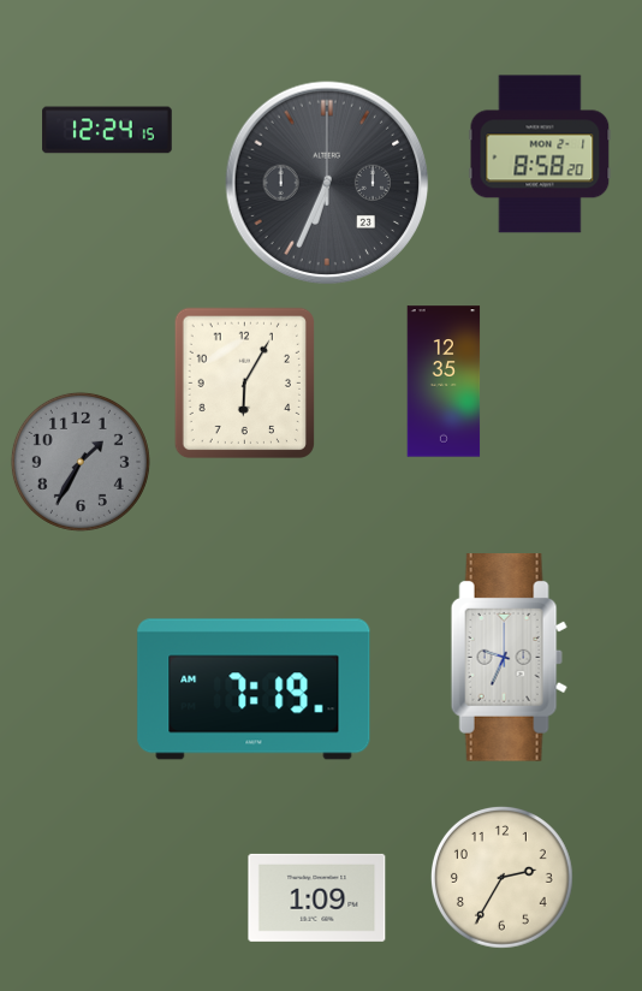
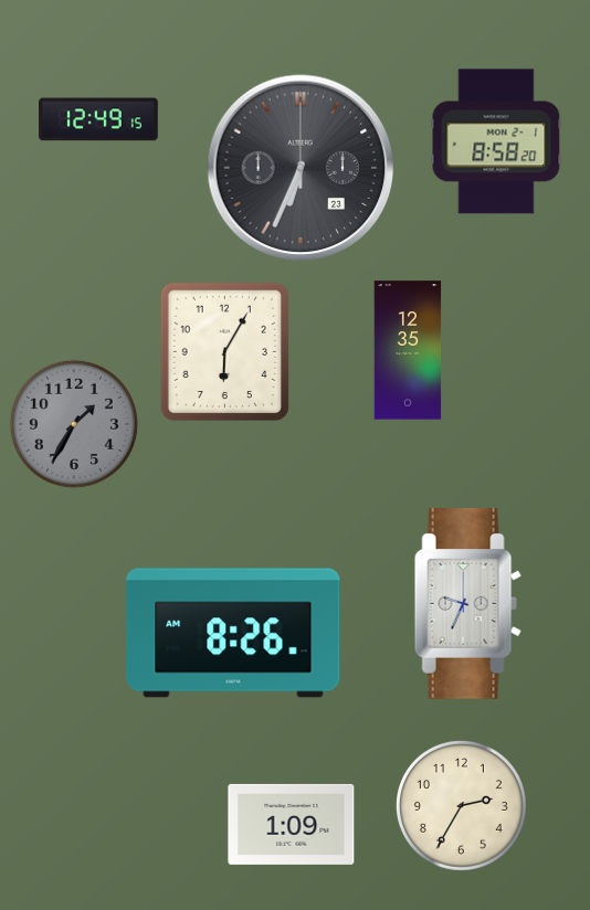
clock at (107, 130): 12:24 -> 12:49
clock at (254, 689): 7:19 -> 8:26
